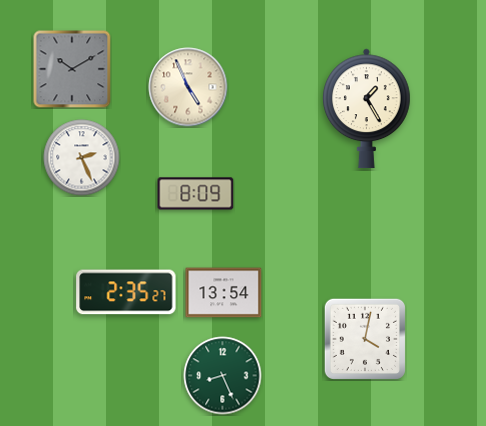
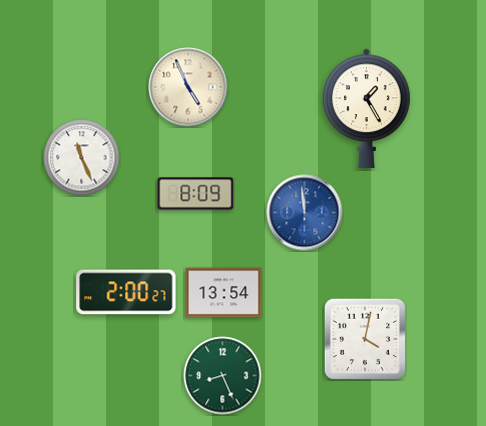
clock at (72, 69): 10:10 -> none
clock at (82, 158): 2:26 -> 11:26
clock at (305, 213): none -> 11:59
clock at (126, 292): 2:35 -> 2:00
